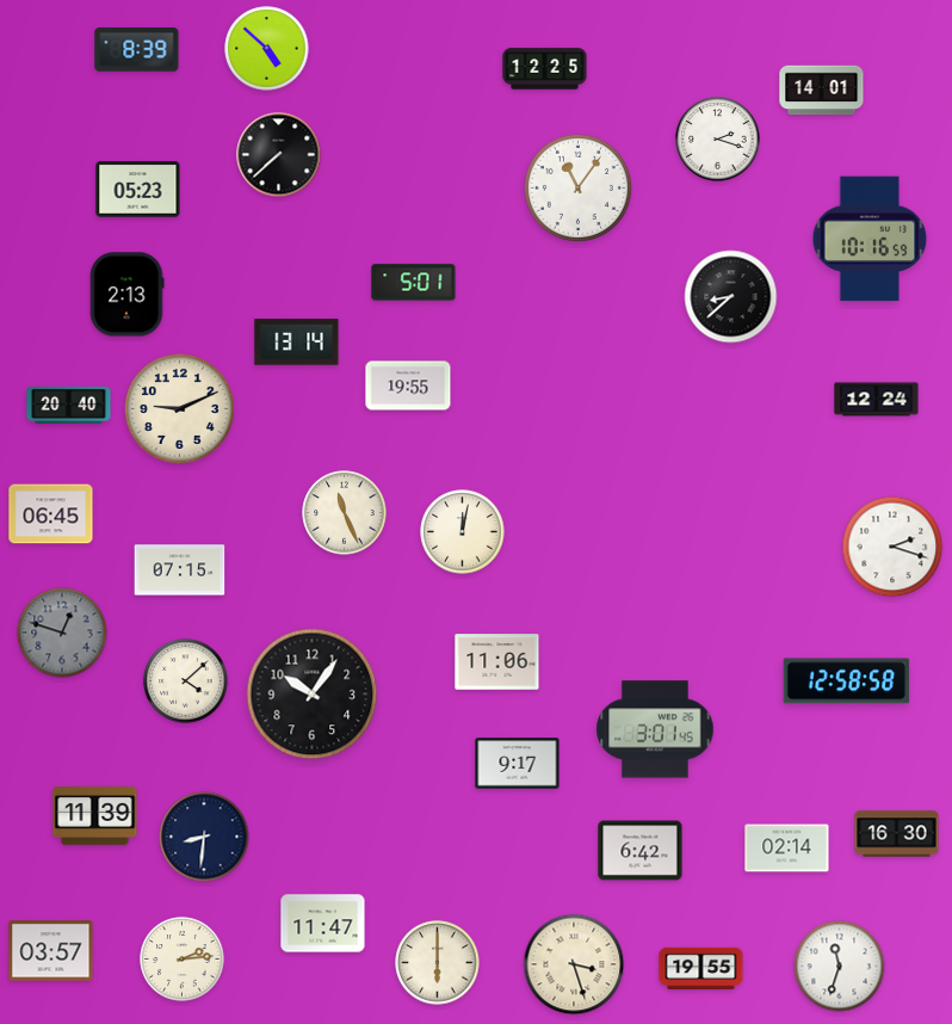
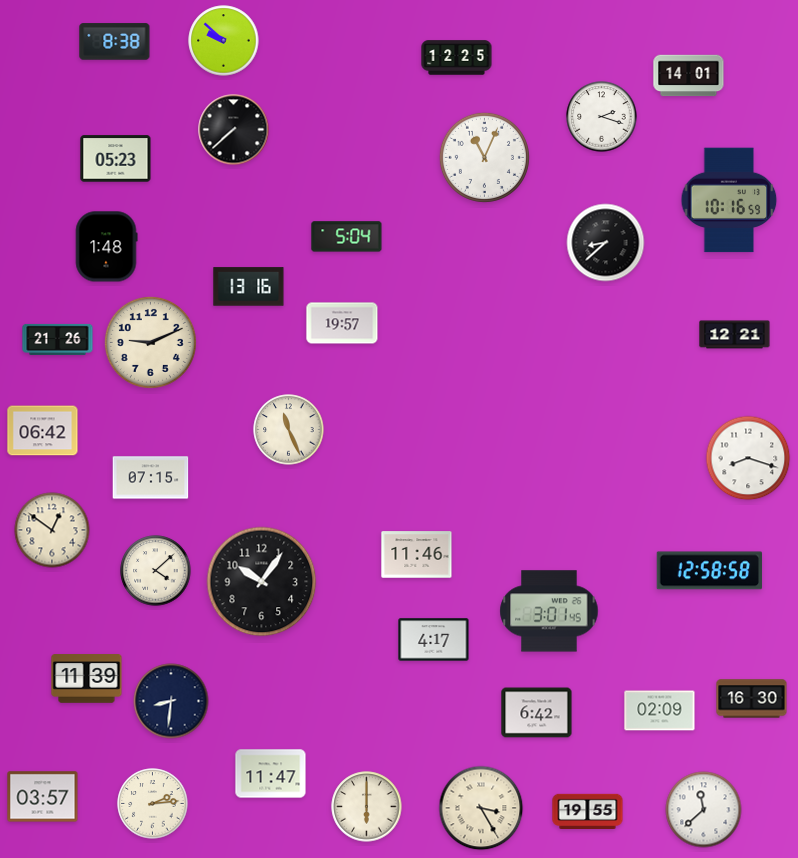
clock at (267, 49): 4:52 -> 9:52
clock at (137, 50): 8:39 -> 8:38
clock at (577, 187): 11:06 -> 11:04
clock at (414, 283): 5:01 -> 5:04
clock at (126, 295): 2:13 -> 1:48
clock at (731, 297) position: (731, 297) -> (606, 243)
clock at (297, 343): 13:14 -> 13:16
clock at (408, 385): 19:55 -> 19:57
clock at (877, 400): 12:24 -> 12:21
clock at (69, 405): 20:40 -> 21:26
clock at (51, 514): 06:45 -> 06:42
clock at (463, 532): 12:02 -> none
clock at (892, 547): 2:18 -> 8:18
clock at (62, 633): 12:48 -> 12:51
clock at (62, 633) dial: grey -> cream
clock at (497, 662): 11:06 -> 11:46
clock at (518, 764): 9:17 -> 4:17
clock at (95, 816) position: (95, 816) -> (87, 679)
clock at (787, 849): 02:14 -> 02:09
clock at (574, 964): 3:27 -> 3:25
clock at (840, 967): 11:33 -> 11:38
